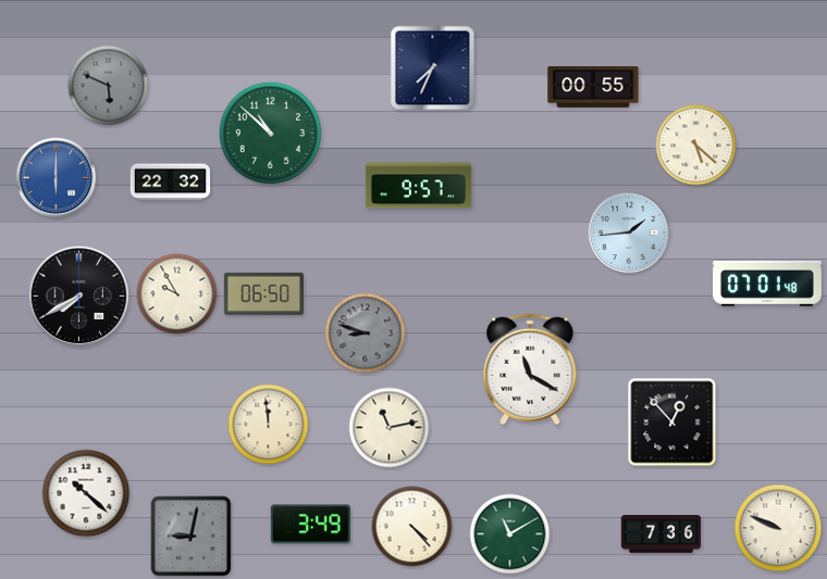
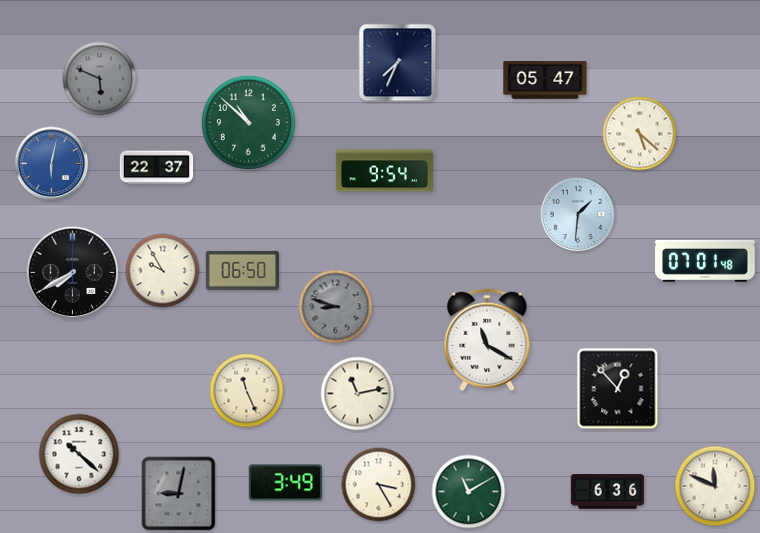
clock at (593, 88): 00:55 -> 05:47
clock at (57, 178): 6:00 -> 6:02
clock at (171, 182): 22:32 -> 22:37
clock at (418, 186): 9:57 -> 9:54
clock at (629, 232): 1:44 -> 1:31
clock at (269, 425): 11:59 -> 11:26
clock at (412, 527): 4:23 -> 3:25
clock at (778, 528): 9:49 -> 11:49
clock at (662, 534): 7:36 -> 6:36
clock at (192, 537) position: (192, 537) -> (179, 494)
